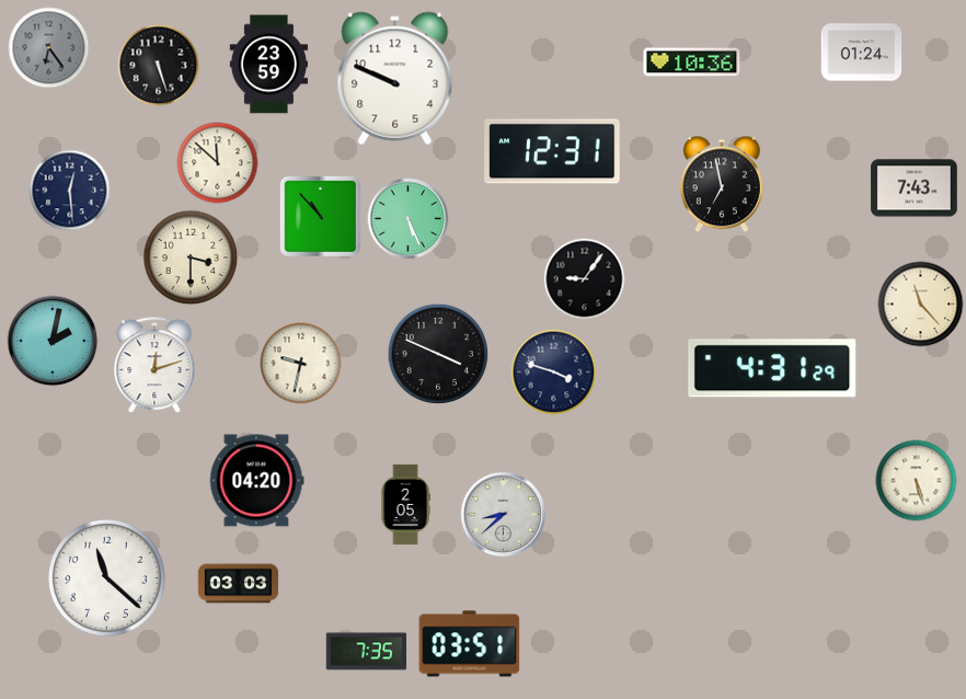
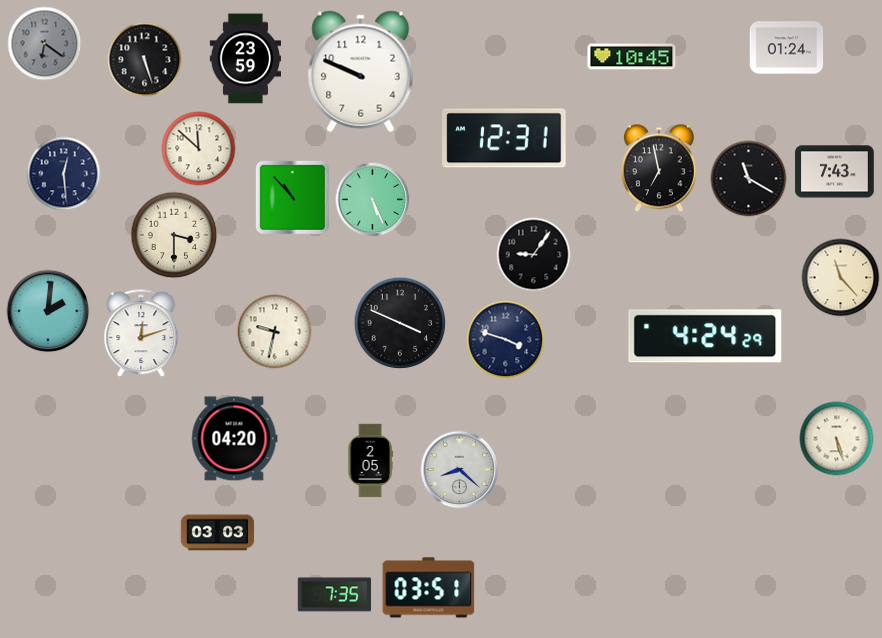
clock at (49, 48): 6:24 -> 6:21
clock at (692, 62): 10:36 -> 10:45
clock at (749, 179): none -> 11:20
clock at (53, 341): 2:02 -> 2:01
clock at (772, 368): 4:31 -> 4:24
clock at (504, 515): 8:38 -> 8:22
clock at (106, 577): 11:22 -> none
